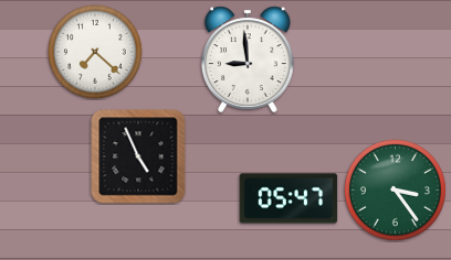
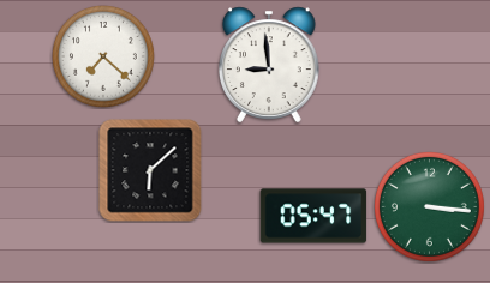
clock at (138, 156): 4:56 -> 6:08
clock at (395, 189): 3:24 -> 3:16
